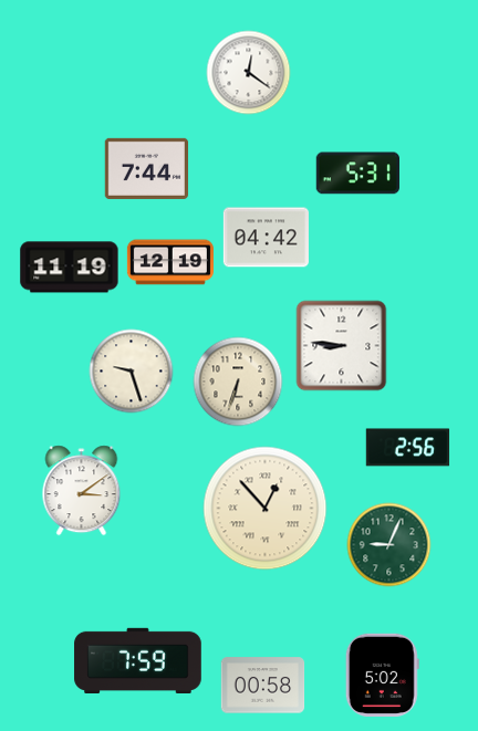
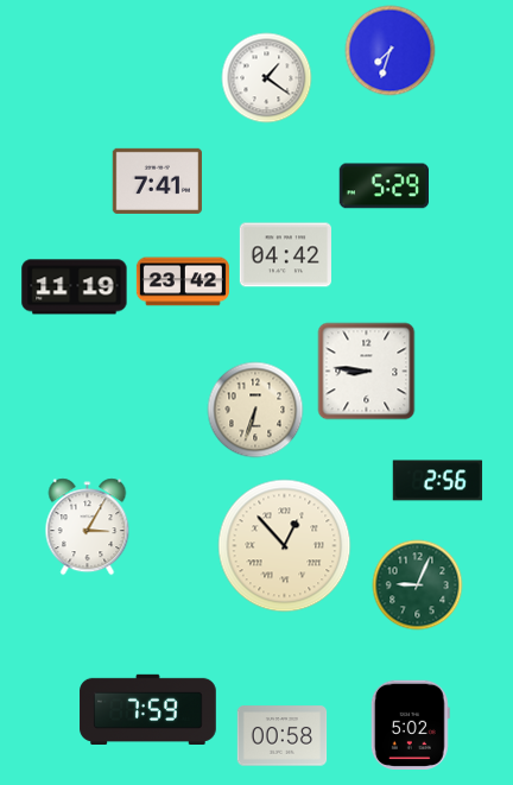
clock at (391, 51): none -> 7:33
clock at (249, 73): 12:21 -> 1:21
clock at (147, 168): 7:44 -> 7:41
clock at (357, 174): 5:31 -> 5:29
clock at (170, 262): 12:19 -> 23:42
clock at (132, 372): 9:27 -> none
clock at (82, 491): 3:09 -> 3:05
